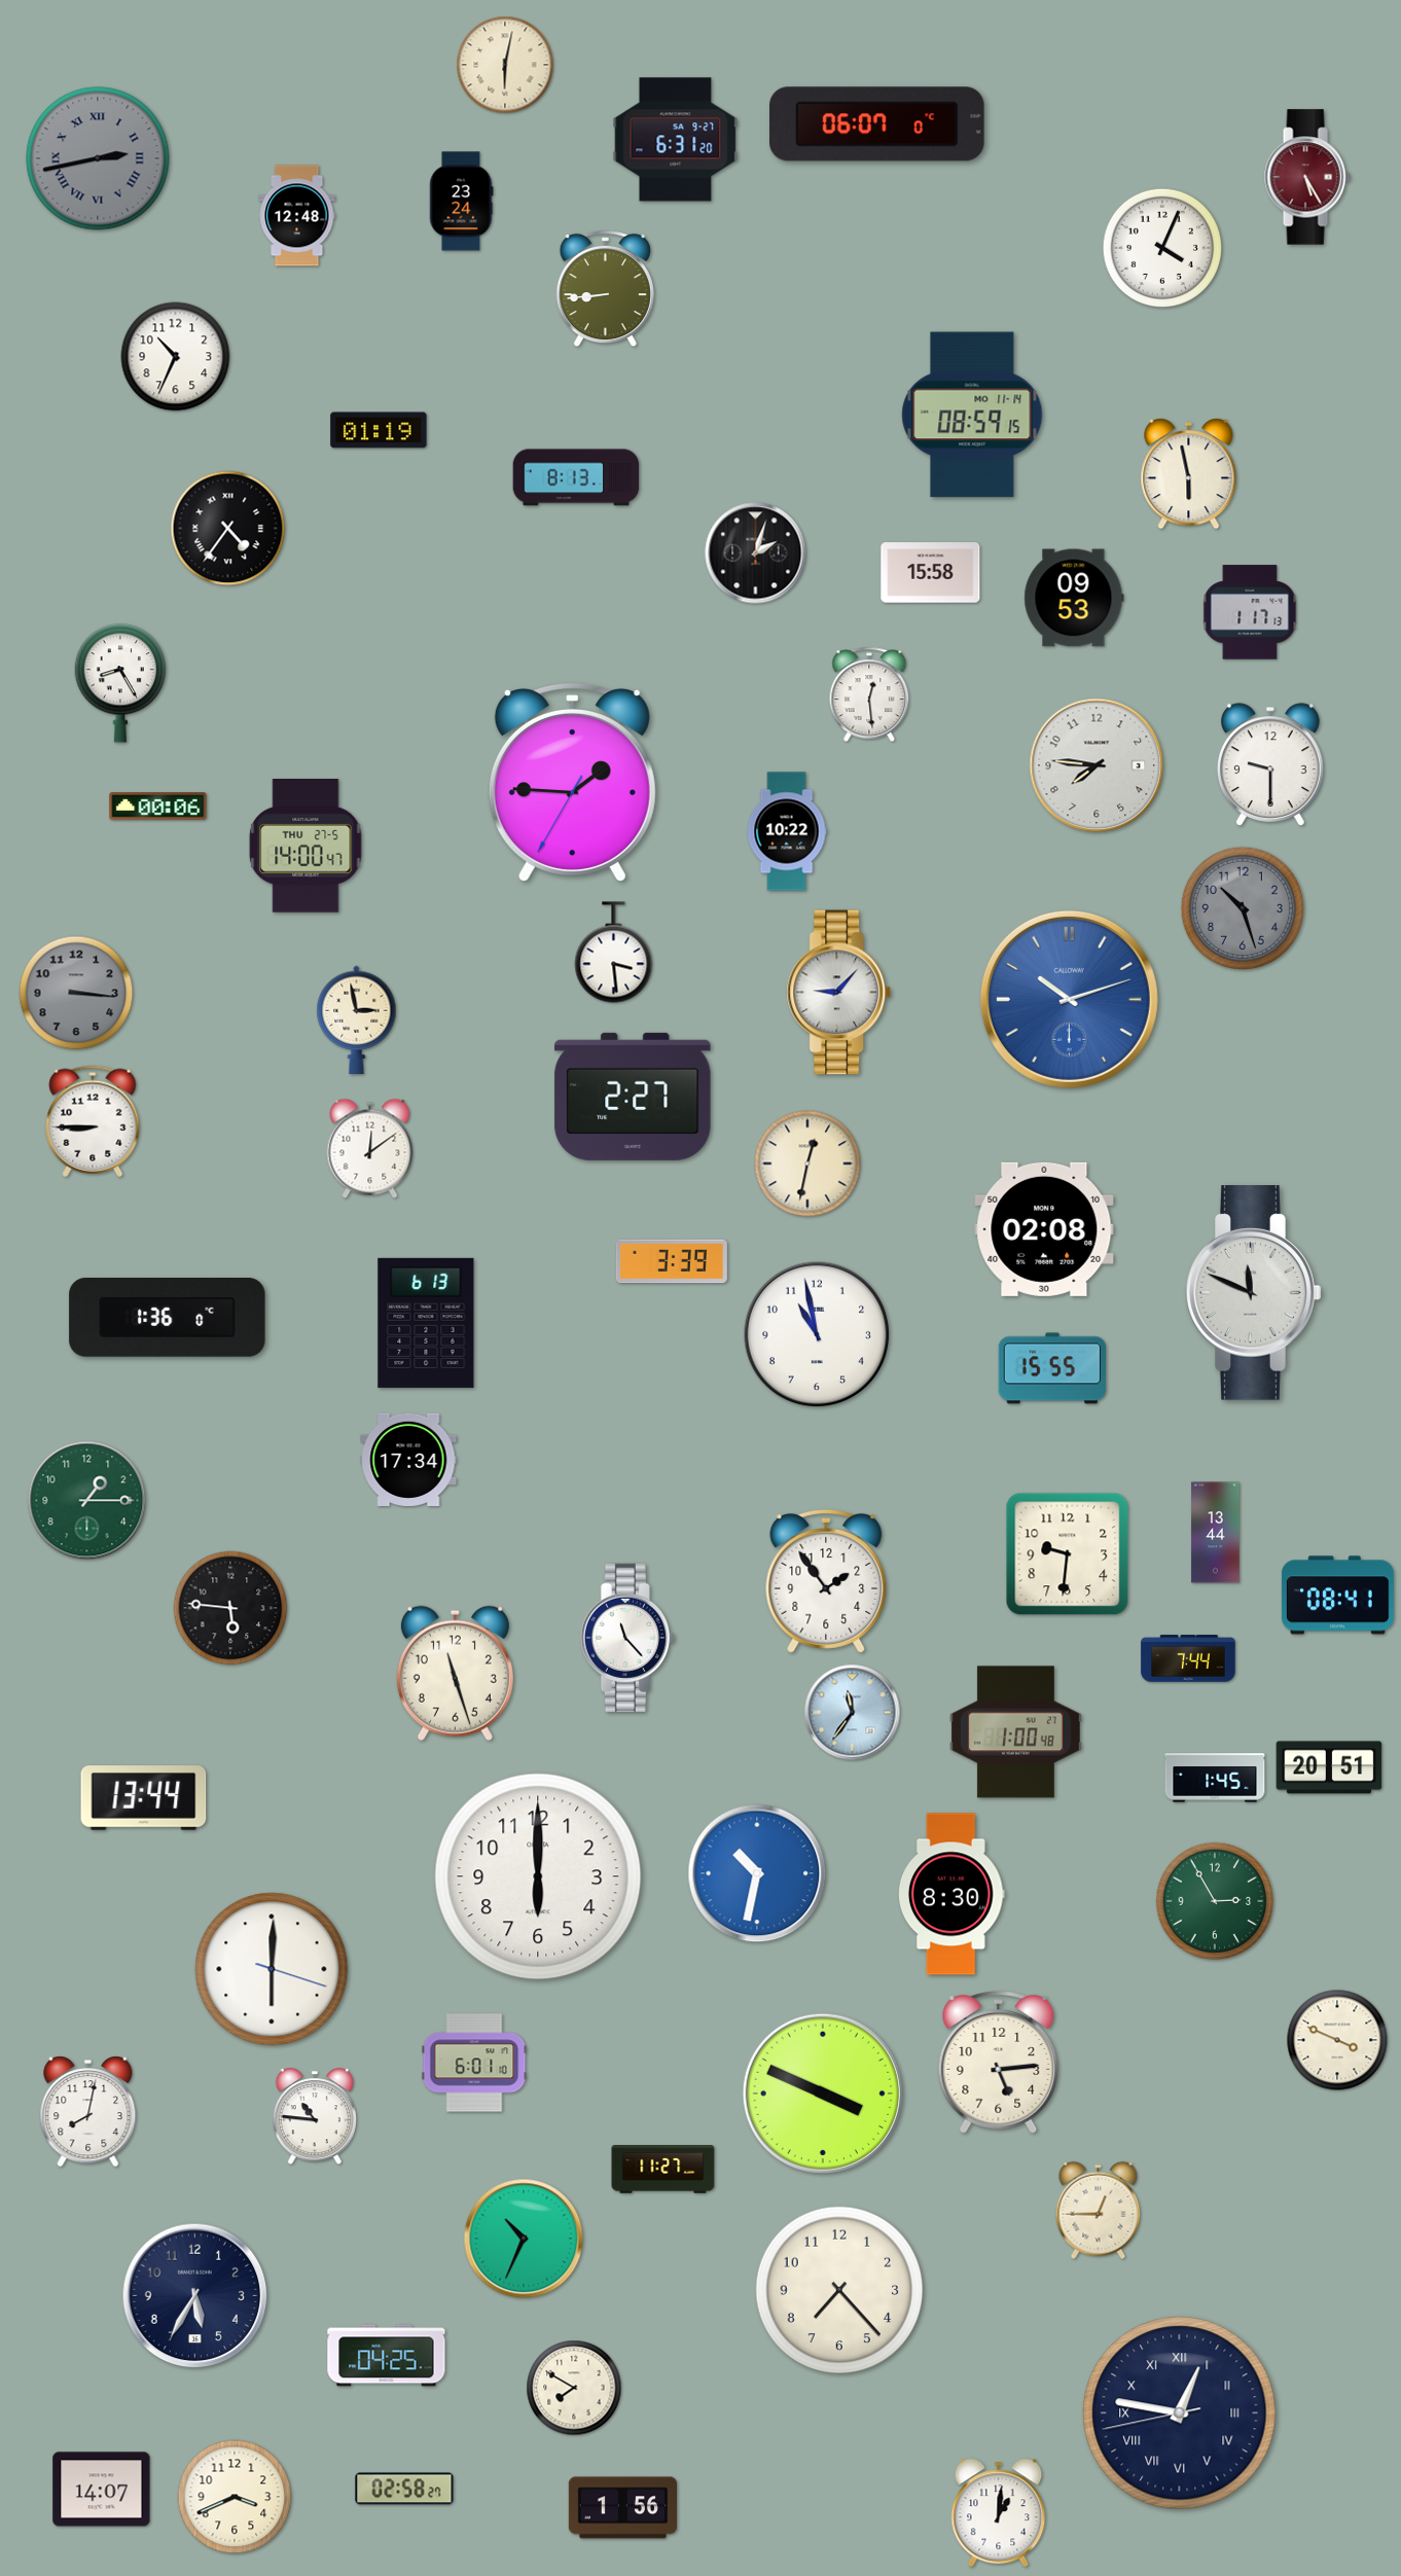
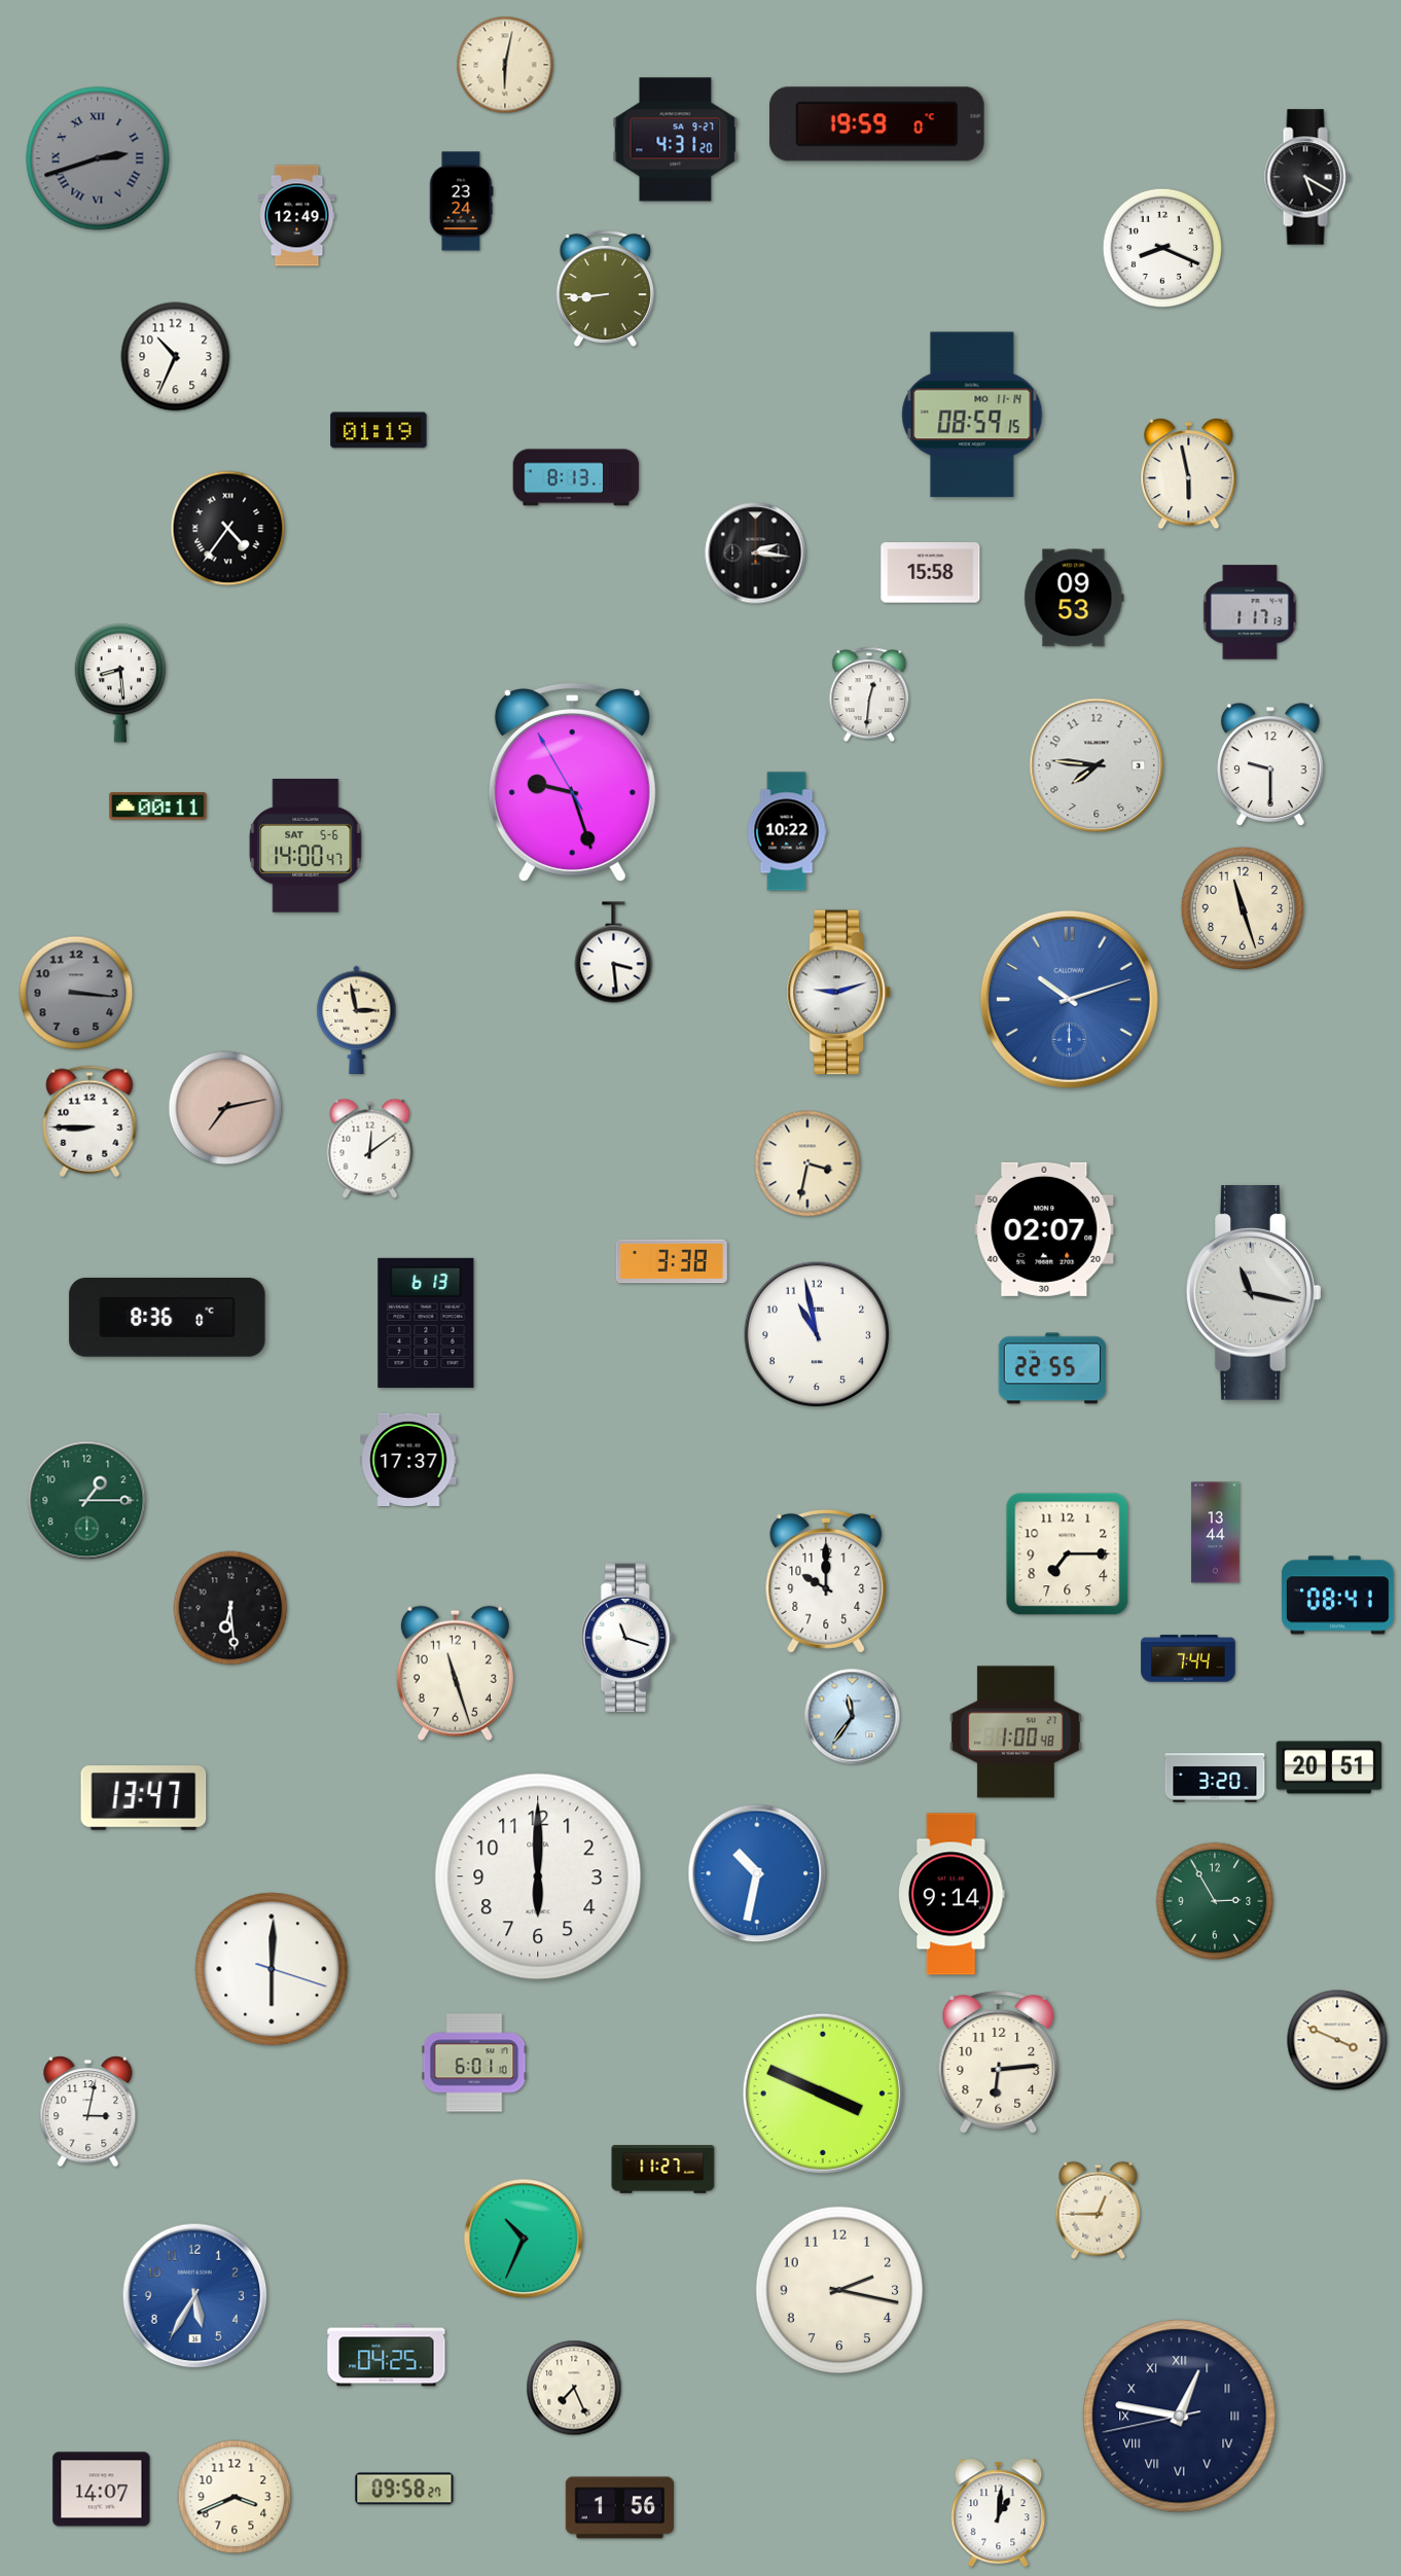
clock at (877, 124): 06:07 -> 19:59
clock at (676, 140): 6:31 -> 4:31
clock at (98, 158): 2:43 -> 2:42
clock at (1307, 177): 5:25 -> 5:20
clock at (1307, 177) dial: burgundy -> black
clock at (297, 216): 12:48 -> 12:49
clock at (1162, 248): 4:04 -> 8:19
clock at (756, 553): 2:03 -> 2:16
clock at (119, 683): 8:25 -> 8:29
clock at (869, 694): 12:29 -> 12:31
clock at (572, 783): 1:45 -> 9:26
clock at (158, 807): 00:06 -> 00:11
clock at (306, 847) date: THU 27-5 -> SAT 5-6
clock at (1243, 908): 10:27 -> 11:27
clock at (1243, 908) dial: grey -> cream
clock at (839, 993): 9:07 -> 9:12
clock at (633, 1097): 2:27 -> none
clock at (225, 1108): none -> 7:13
clock at (93, 1121) position: (93, 1121) -> (89, 1121)
clock at (807, 1164): 12:32 -> 3:32
clock at (1044, 1229): 02:08 -> 02:07
clock at (672, 1261): 3:39 -> 3:38
clock at (1254, 1293): 11:49 -> 11:17
clock at (168, 1318): 1:36 -> 8:36
clock at (1052, 1368): 15:55 -> 22:55
clock at (408, 1459): 17:34 -> 17:37
clock at (1068, 1554): 9:31 -> 7:15
clock at (826, 1581): 1:54 -> 10:00
clock at (230, 1608): 5:46 -> 6:29
clock at (627, 1638): 11:23 -> 11:18
clock at (853, 1713) position: (853, 1713) -> (853, 1717)
clock at (1215, 1778): 1:45 -> 3:20
clock at (144, 1798): 13:44 -> 13:47
clock at (953, 1894): 8:30 -> 9:14
clock at (999, 2063): 5:14 -> 6:14
clock at (88, 2112): 8:02 -> 3:02
clock at (314, 2117): 10:46 -> none
clock at (839, 2290): 7:23 -> 2:17
clock at (195, 2296) dial: navy -> blue
clock at (574, 2388): 7:50 -> 7:26
clock at (1180, 2413) position: (1180, 2413) -> (1180, 2417)
clock at (404, 2489): 02:58 -> 09:58
clock at (622, 2508) position: (622, 2508) -> (619, 2508)
